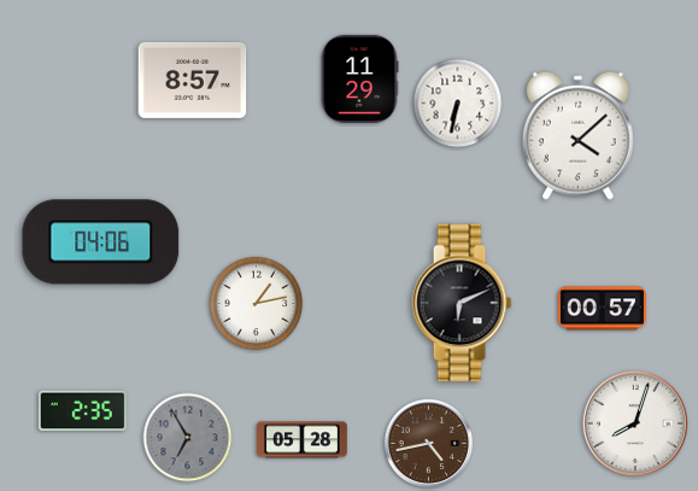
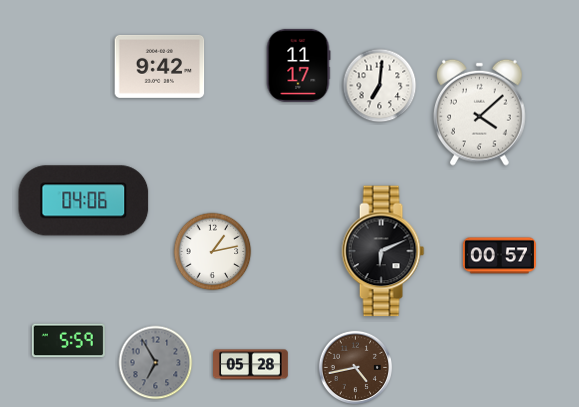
clock at (359, 78): 11:29 -> 11:17
clock at (193, 80): 8:57 -> 9:42
clock at (458, 104): 6:32 -> 7:01
clock at (82, 411): 2:35 -> 5:59
clock at (635, 423): 8:03 -> none
